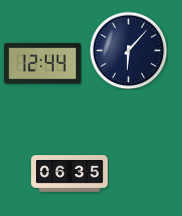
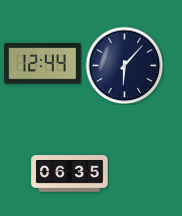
clock at (128, 50) position: (128, 50) -> (124, 65)
